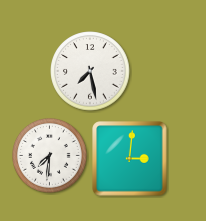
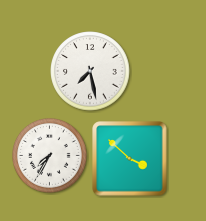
clock at (50, 156): 7:31 -> 7:35
clock at (130, 159): 3:01 -> 3:52
